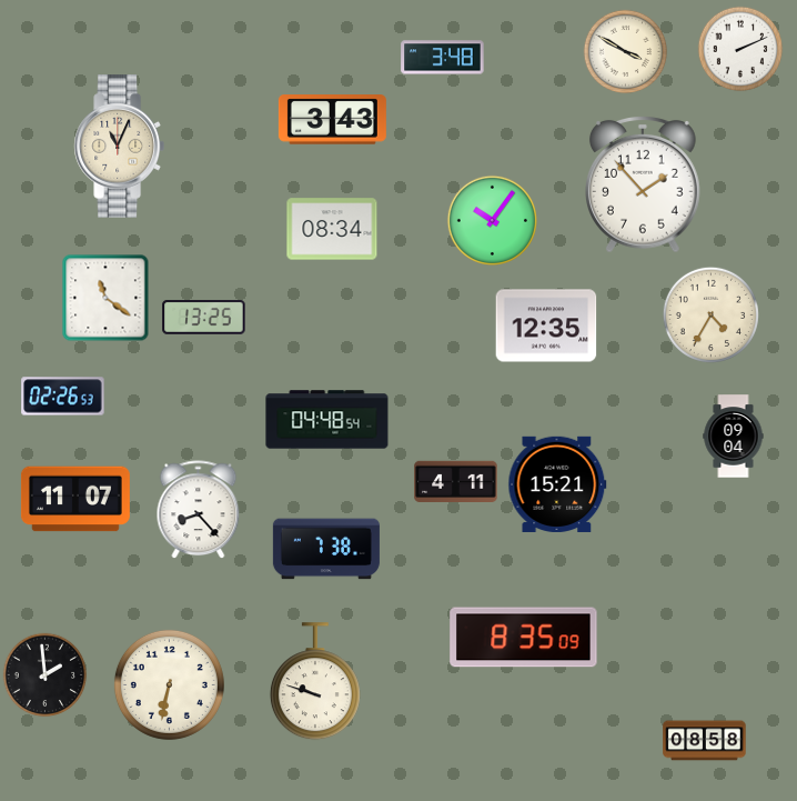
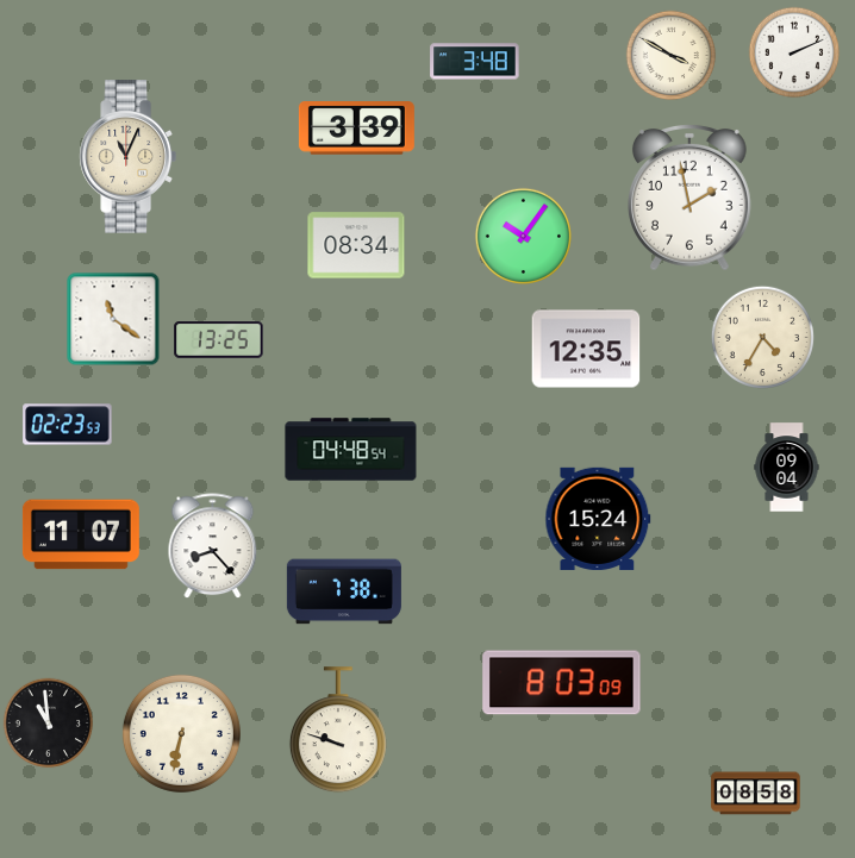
clock at (332, 120): 3:43 -> 3:39
clock at (644, 184): 1:53 -> 1:58
clock at (492, 220) position: (492, 220) -> (523, 236)
clock at (63, 397): 02:26 -> 02:23
clock at (456, 482): 4:11 -> none
clock at (557, 484): 15:21 -> 15:24
clock at (326, 549) position: (326, 549) -> (344, 591)
clock at (524, 638): 8:35 -> 8:03
clock at (46, 675): 1:59 -> 10:59
